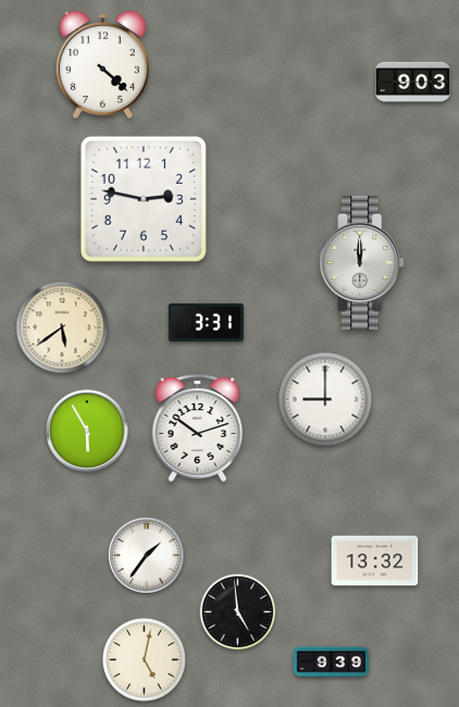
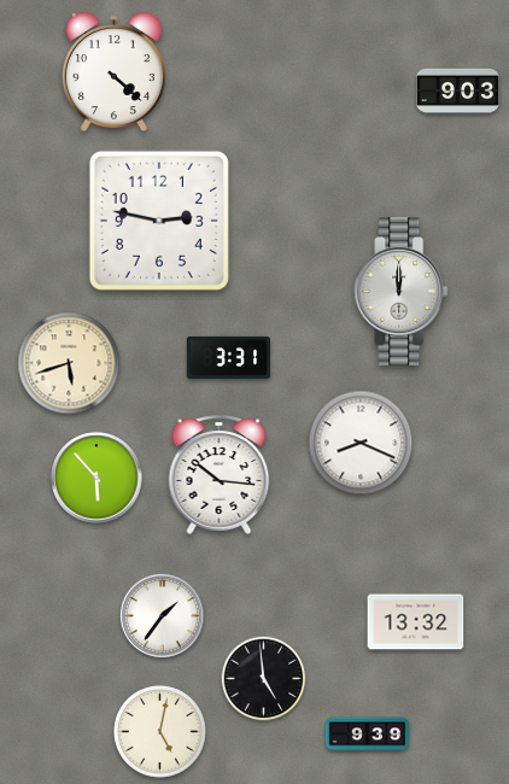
clock at (62, 327): 5:39 -> 5:42
clock at (325, 399): 9:00 -> 8:19
clock at (198, 427): 10:12 -> 10:16
clock at (87, 431): 5:55 -> 5:53
